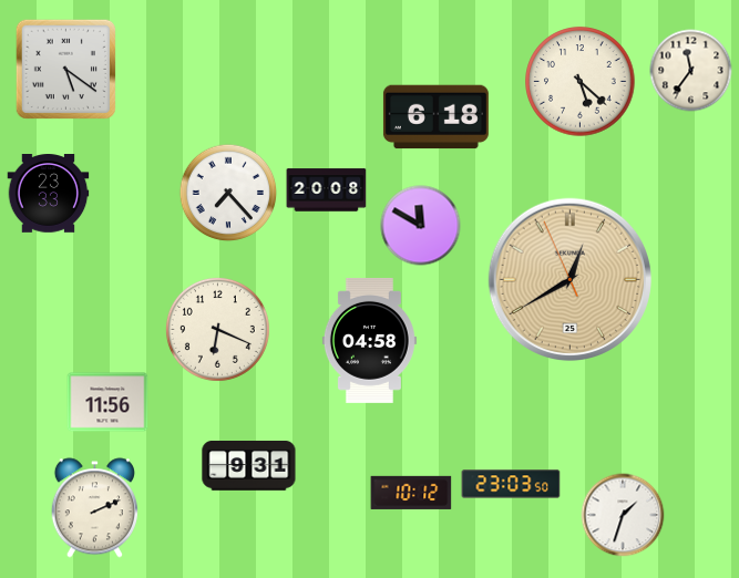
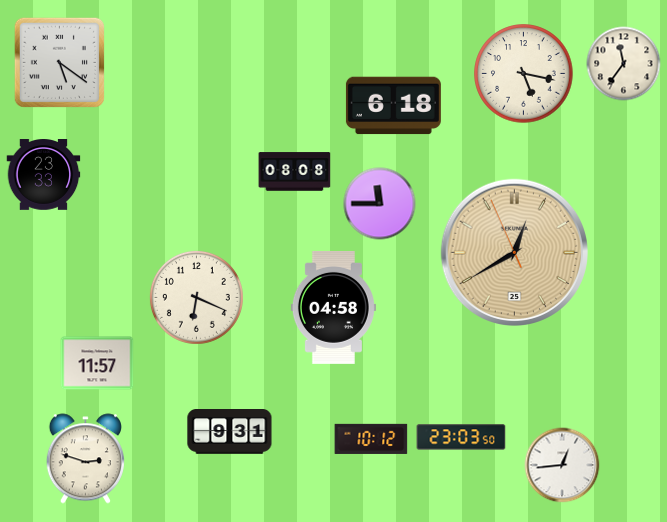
clock at (581, 82): 5:22 -> 5:17
clock at (327, 190): 20:08 -> 08:08
clock at (228, 193): 7:23 -> none
clock at (421, 226): 11:50 -> 11:45
clock at (107, 402): 11:56 -> 11:57
clock at (249, 466) position: (249, 466) -> (230, 432)
clock at (411, 493) position: (411, 493) -> (371, 439)
clock at (94, 508): 2:11 -> 2:48
clock at (623, 515): 1:33 -> 12:44
